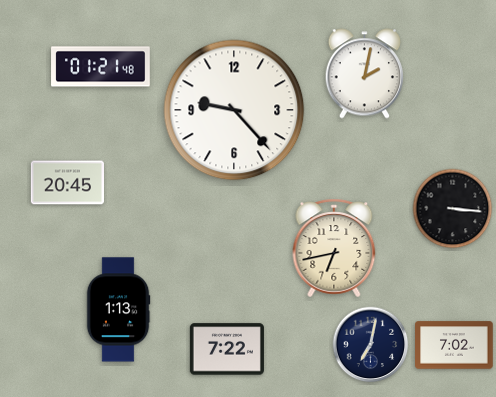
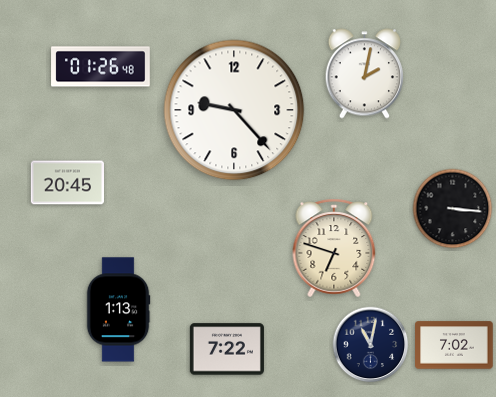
clock at (101, 67): 01:21 -> 01:26
clock at (334, 248): 6:43 -> 6:48
clock at (371, 345): 7:02 -> 11:02
